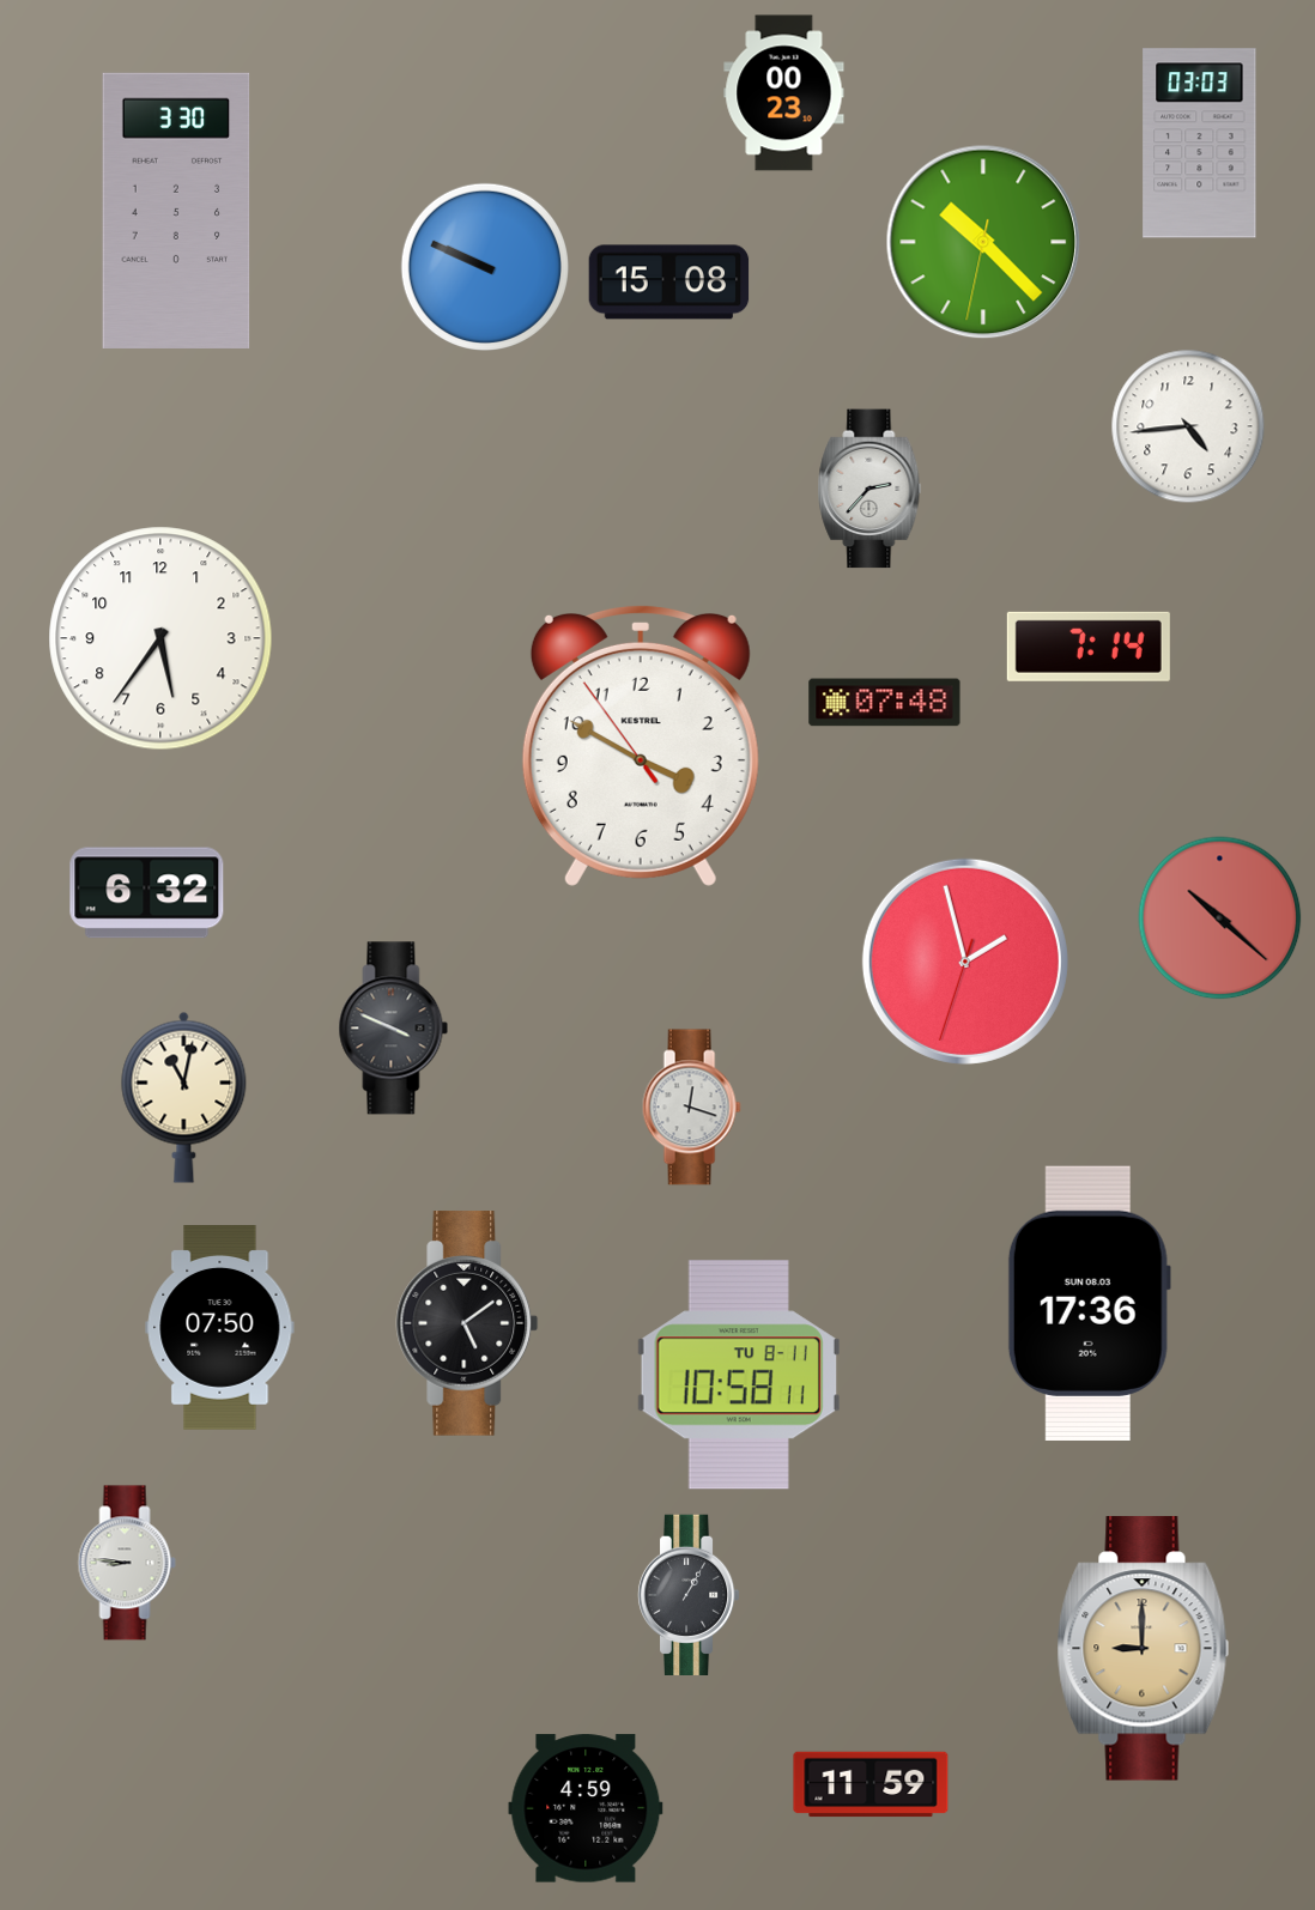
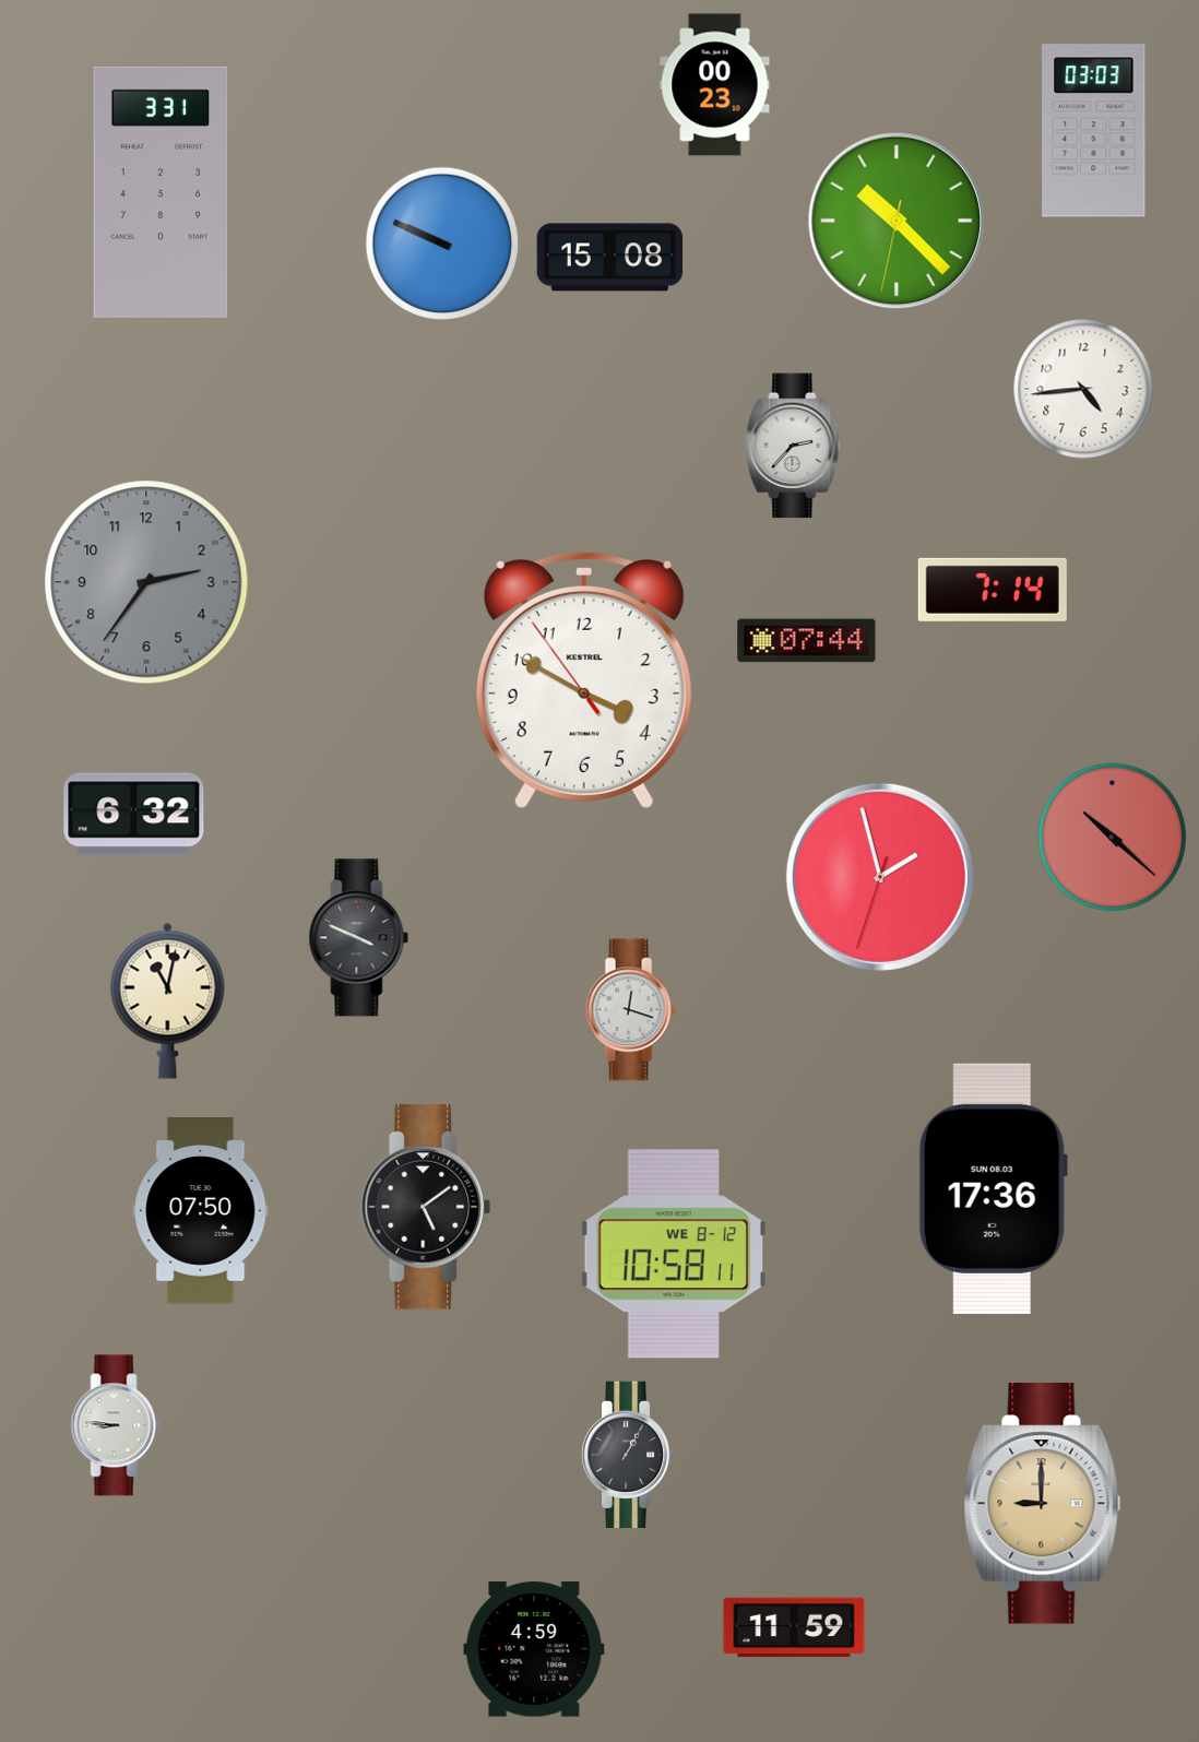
clock at (176, 211): 3:30 -> 3:31
clock at (160, 638): 5:36 -> 2:36
clock at (160, 638) dial: white -> grey
clock at (885, 703): 07:48 -> 07:44
clock at (739, 1375) date: TU 8-11 -> WE 8-12
